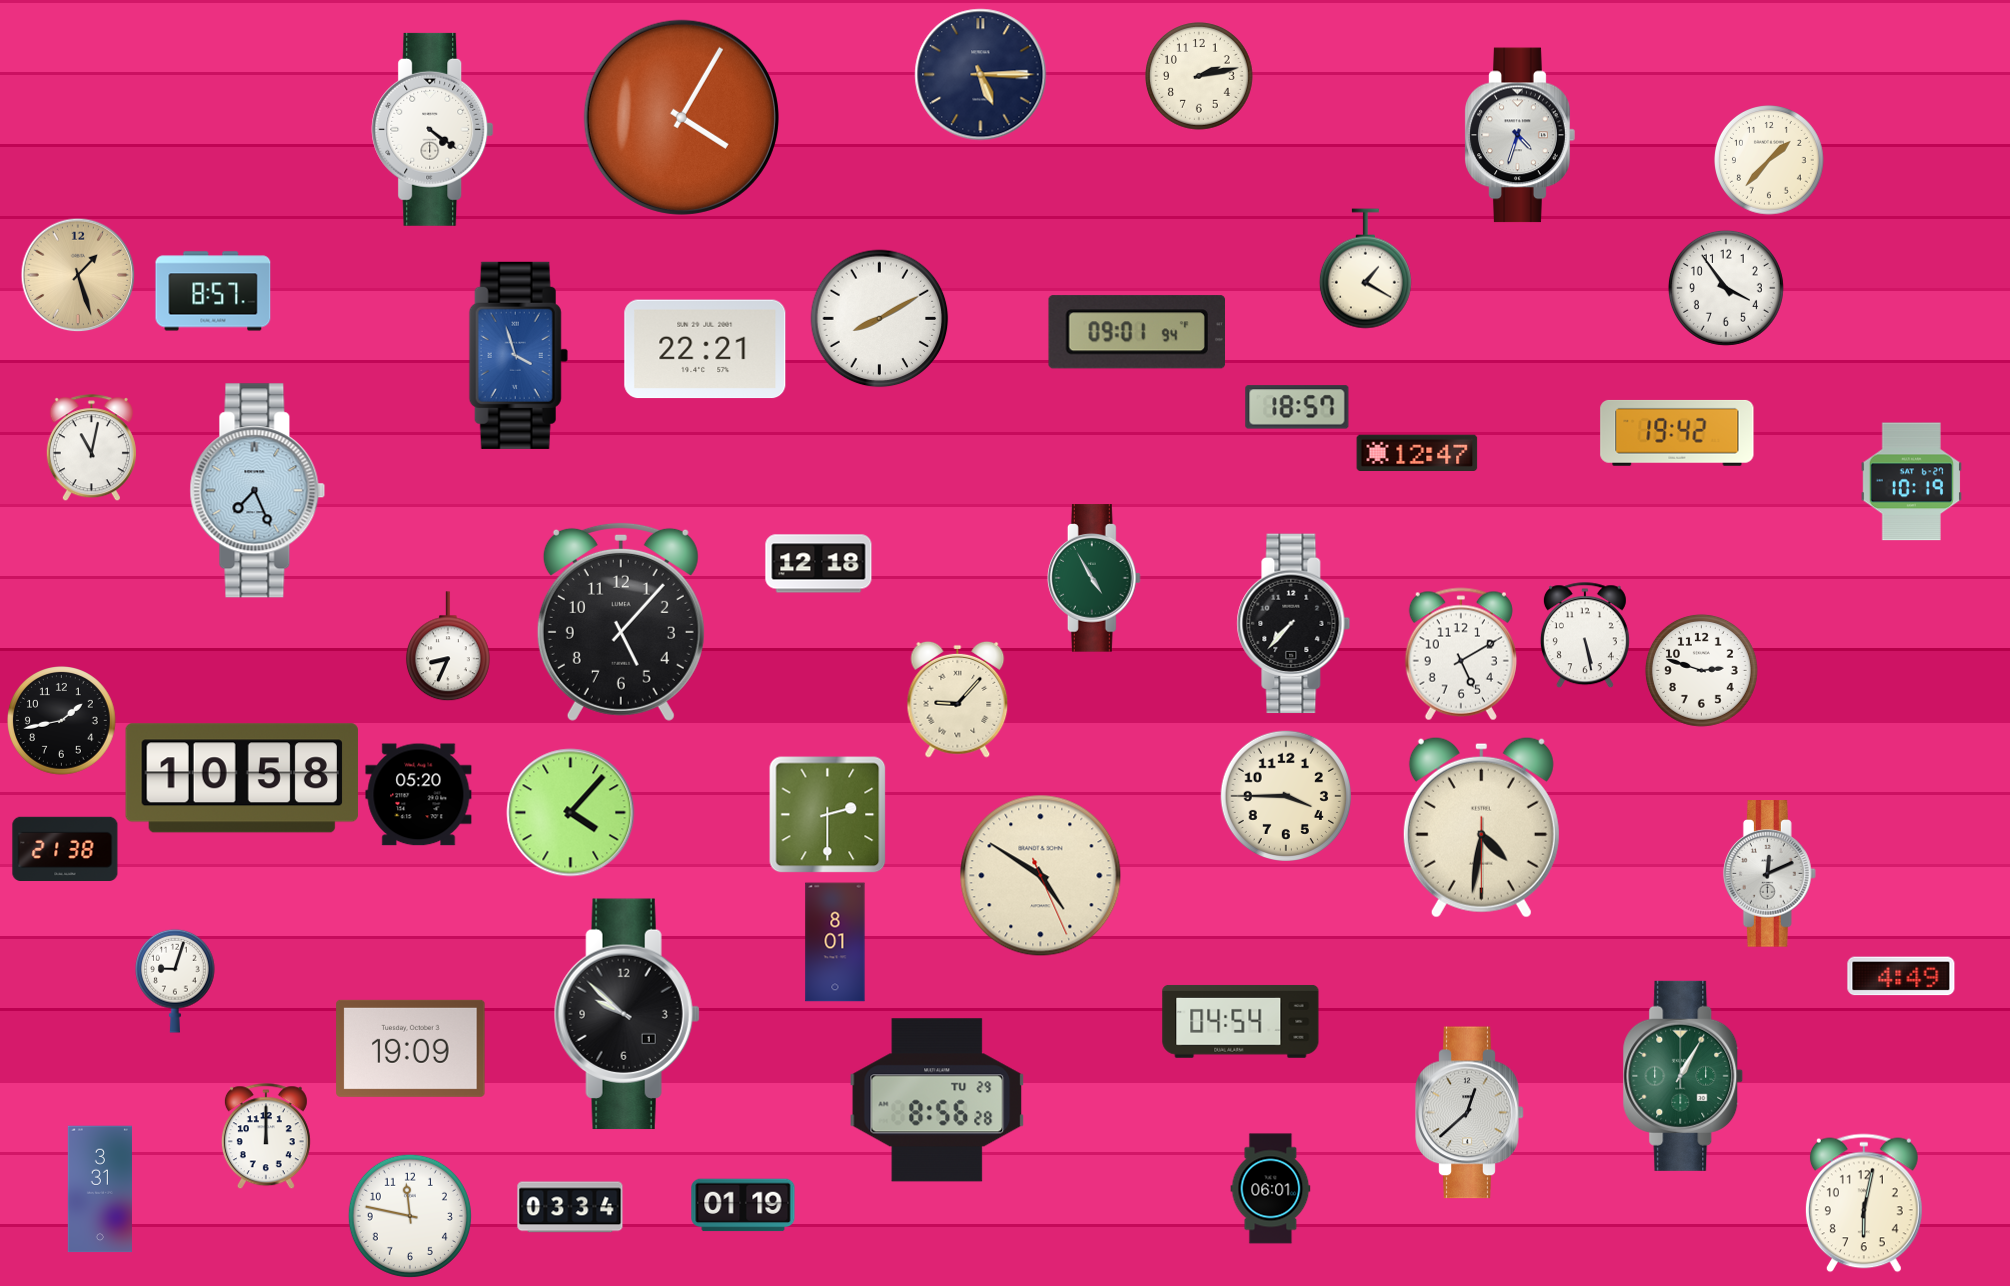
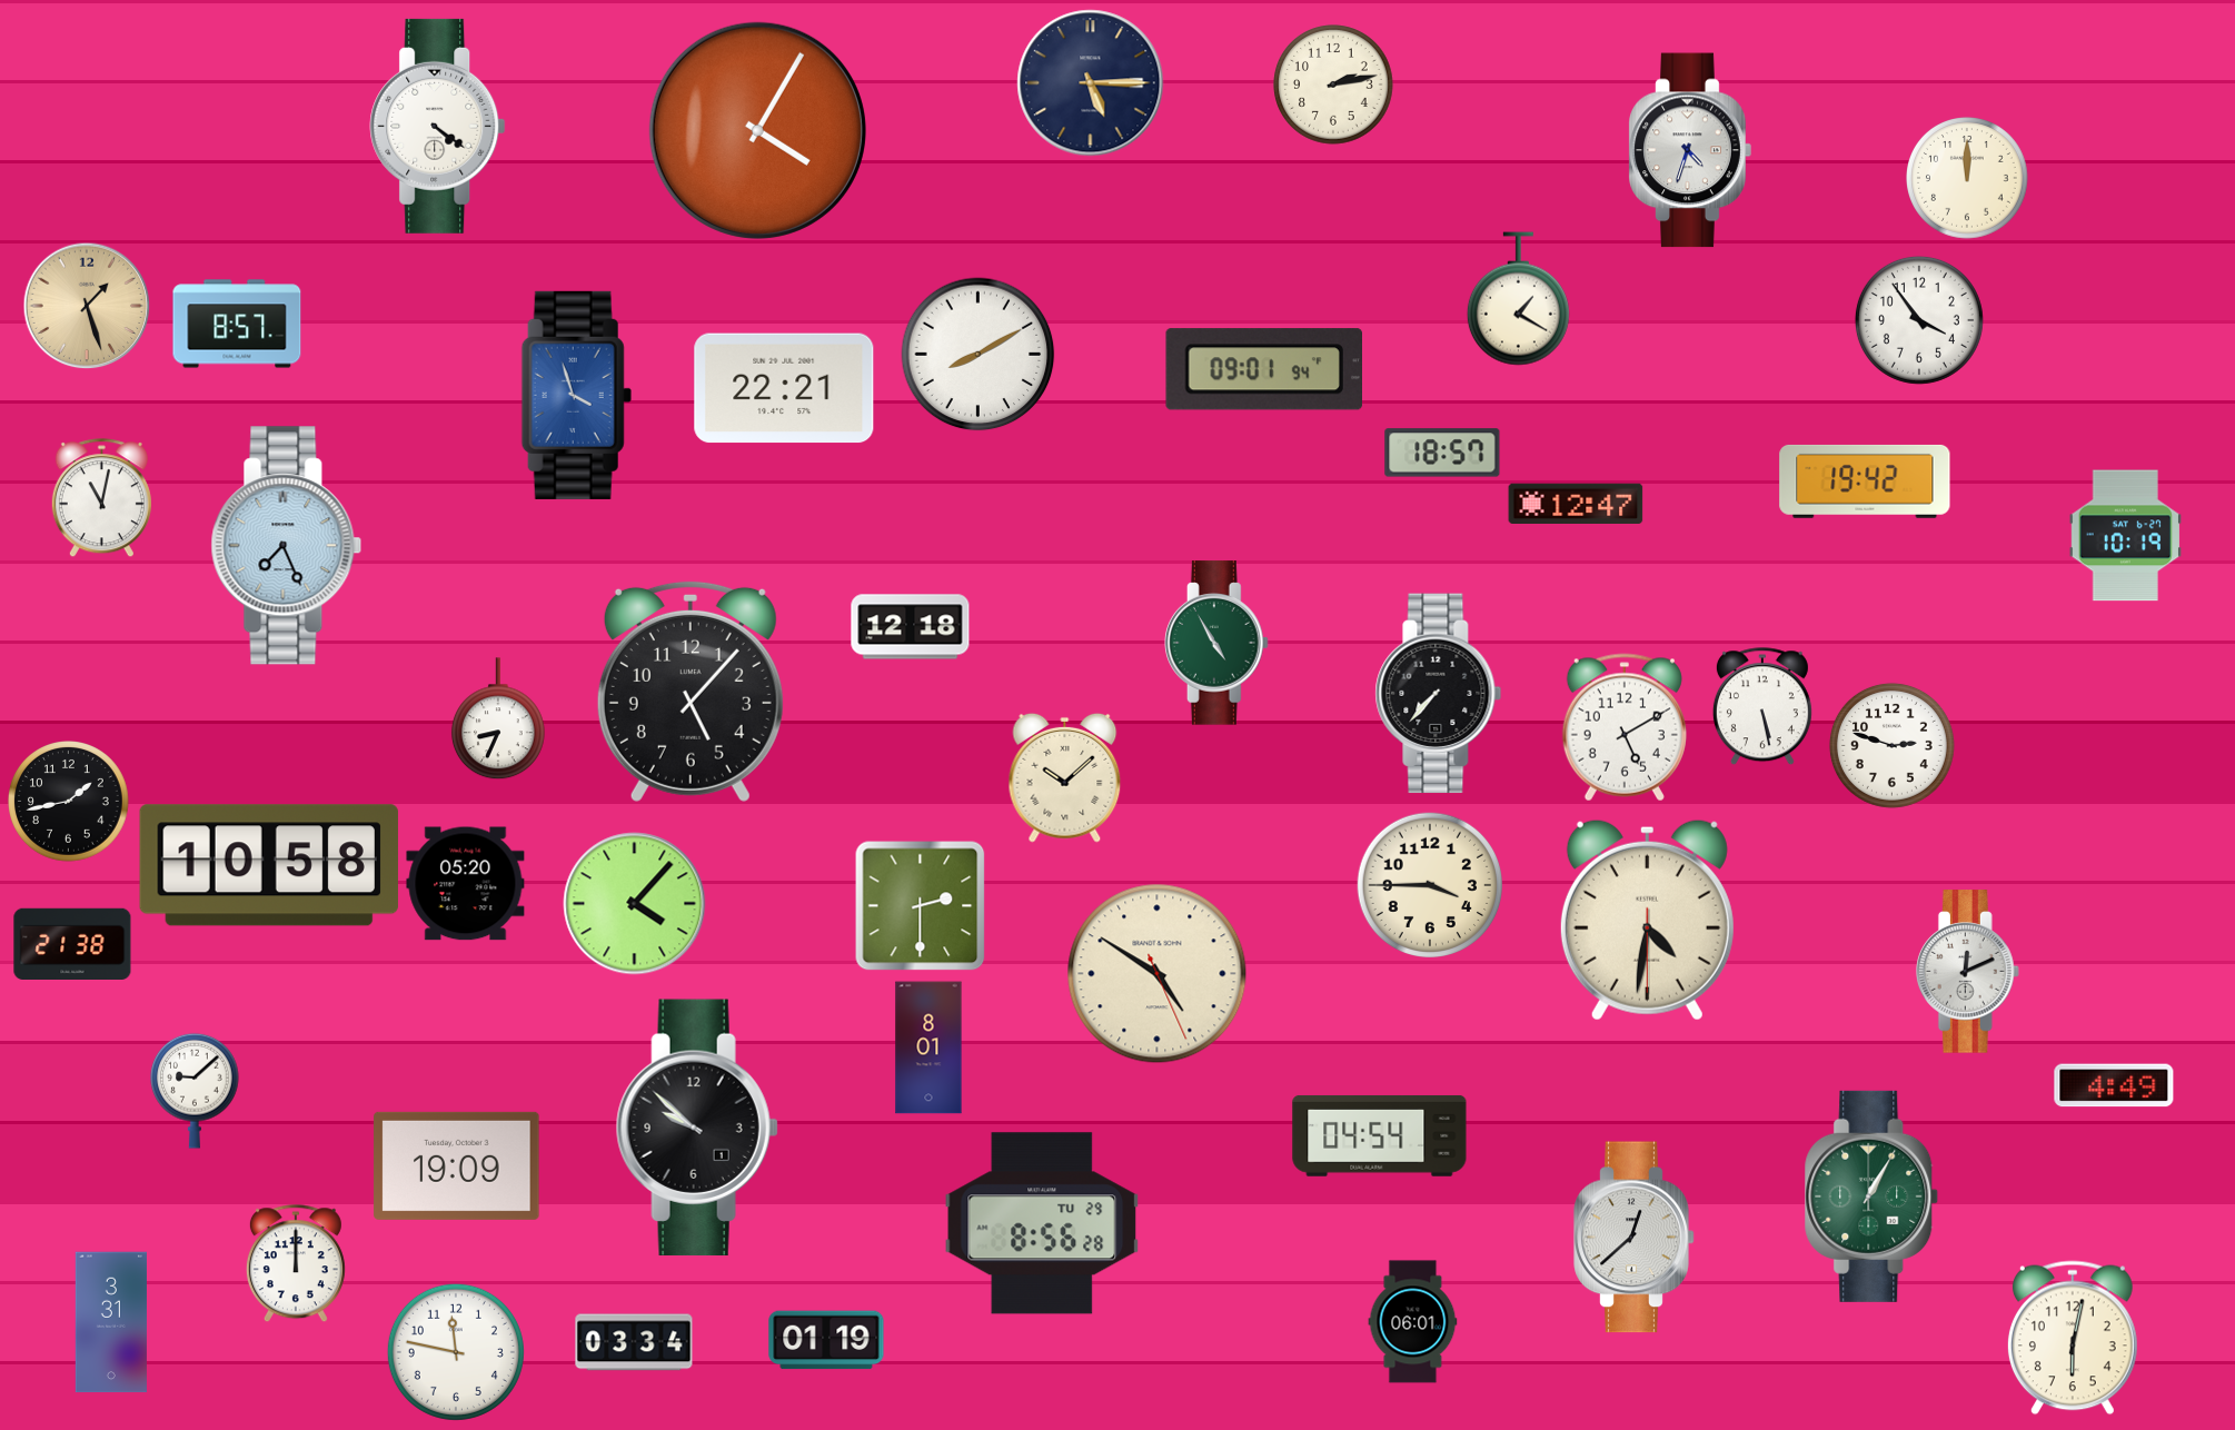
clock at (433, 129) position: (433, 129) -> (438, 126)
clock at (1770, 161): 1:37 -> 12:00
clock at (958, 699): 9:07 -> 10:08
clock at (175, 981): 9:03 -> 9:08
